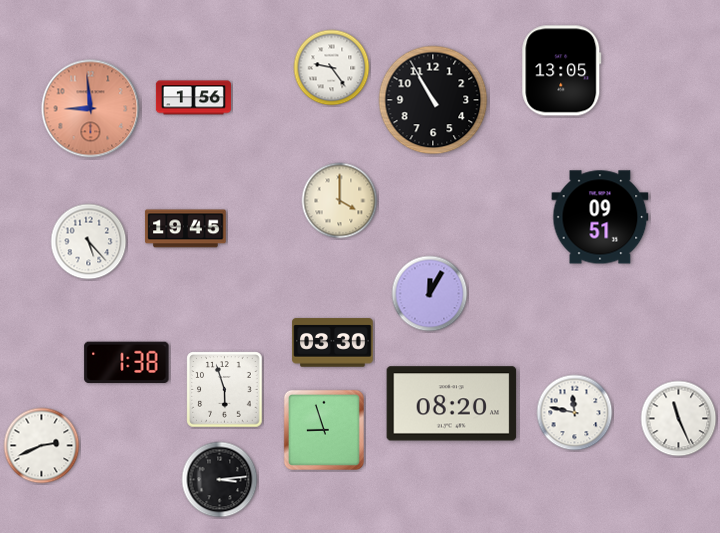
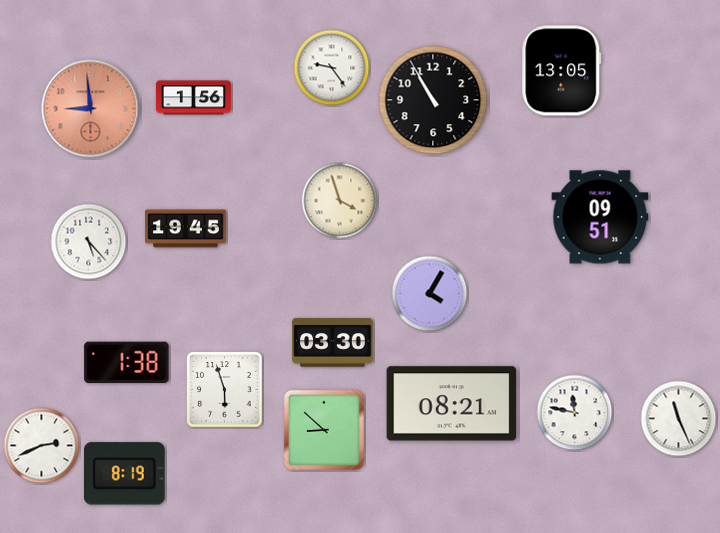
clock at (340, 201): 4:00 -> 3:57
clock at (430, 294): 12:05 -> 4:05
clock at (452, 404): 08:20 -> 08:21
clock at (324, 430): 8:57 -> 8:52
clock at (124, 474): none -> 8:19
clock at (220, 480): 3:14 -> none
